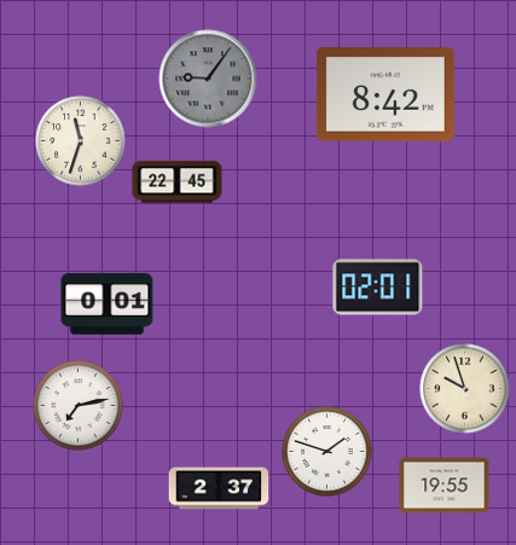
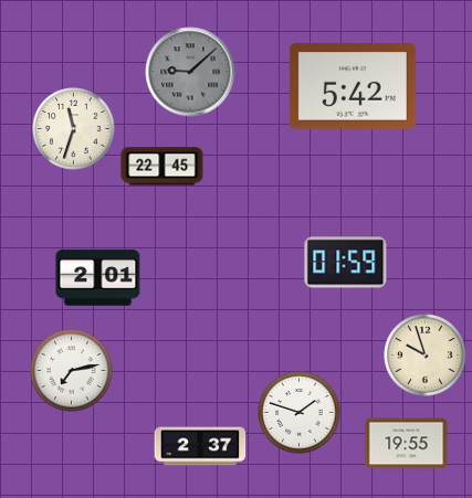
clock at (208, 79): 9:06 -> 9:08
clock at (385, 94): 8:42 -> 5:42
clock at (378, 288): 02:01 -> 01:59
clock at (108, 305): 0:01 -> 2:01
